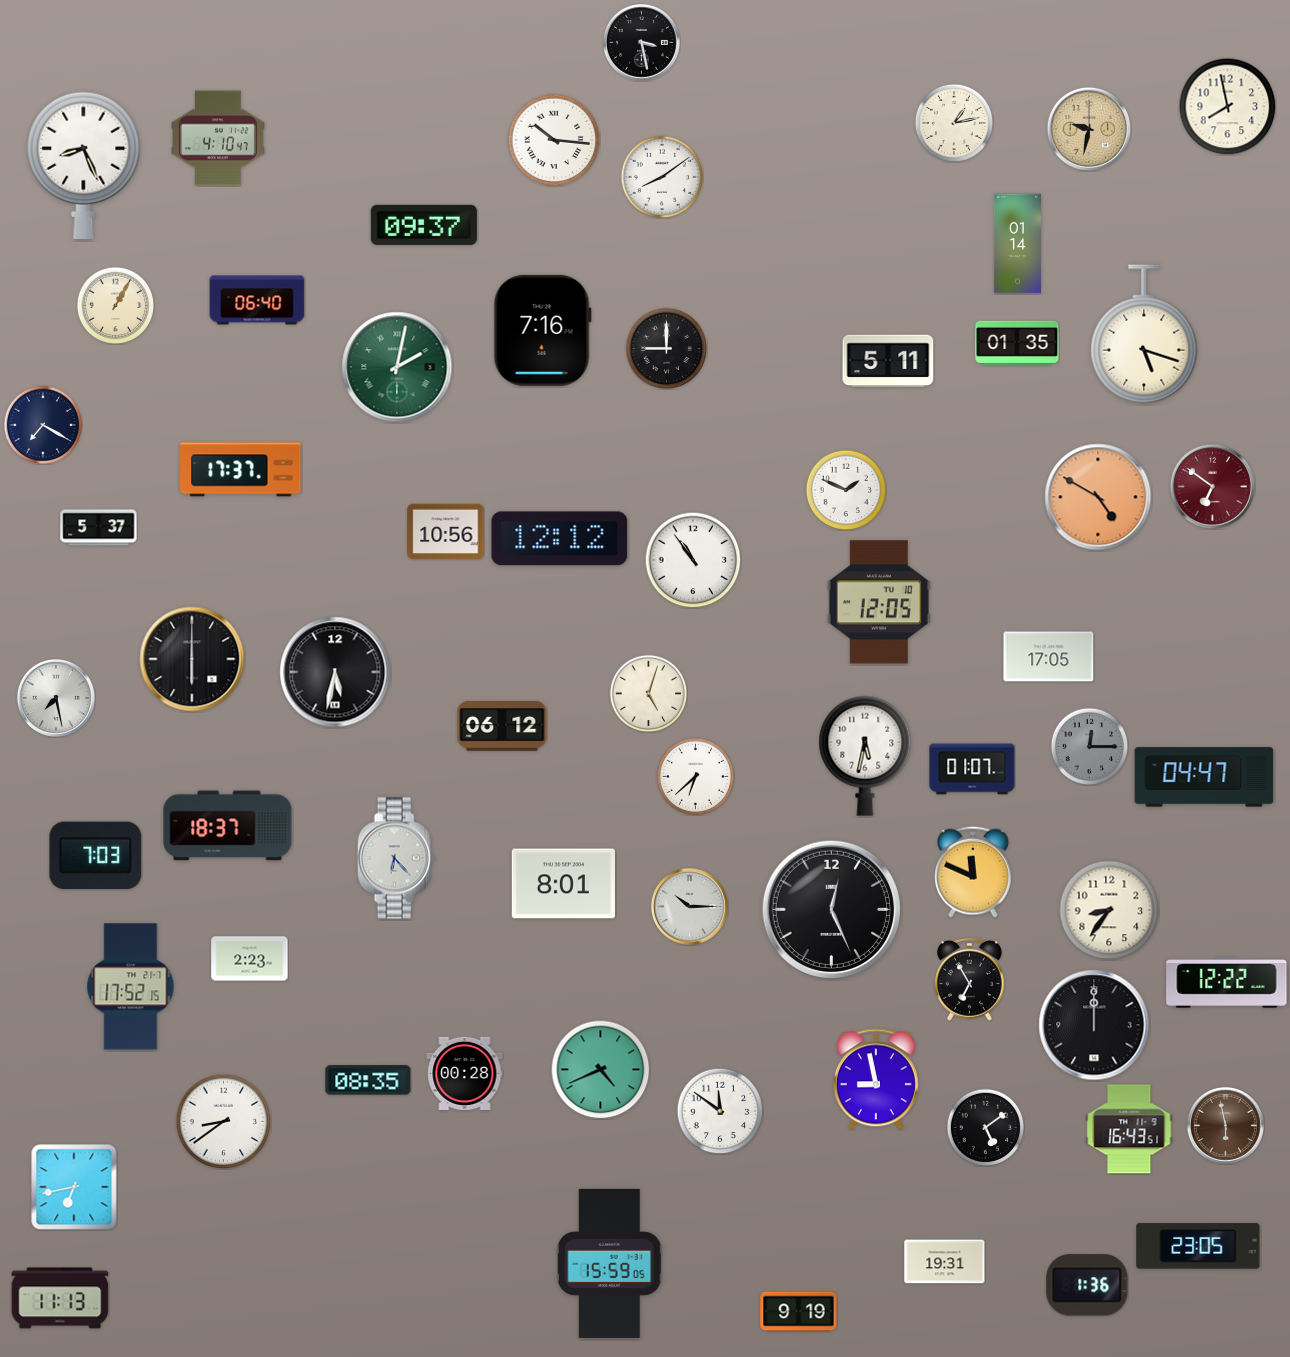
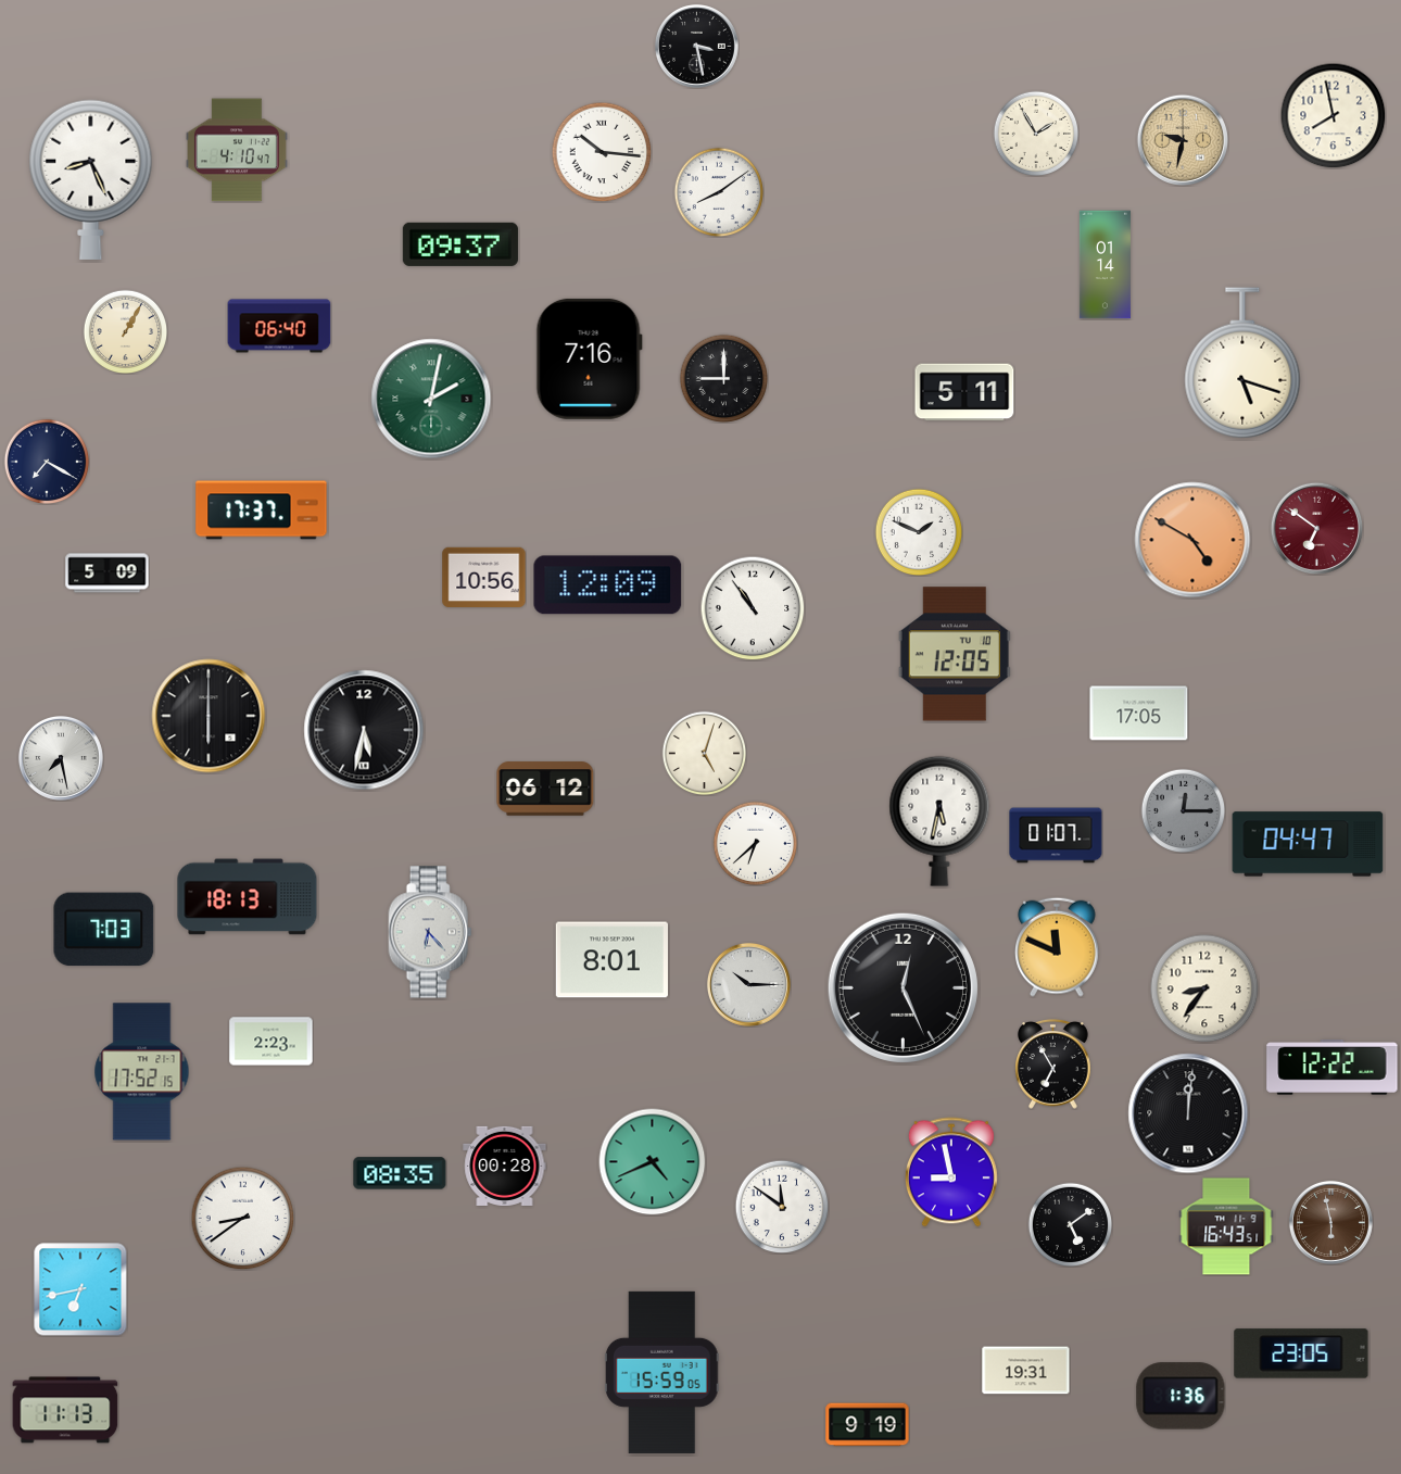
clock at (954, 123): 1:13 -> 1:55
clock at (1017, 343): 01:35 -> none
clock at (99, 528): 5:37 -> 5:09
clock at (560, 539): 12:12 -> 12:09
clock at (228, 826): 18:37 -> 18:13
clock at (1094, 1025): 12:00 -> 12:01
